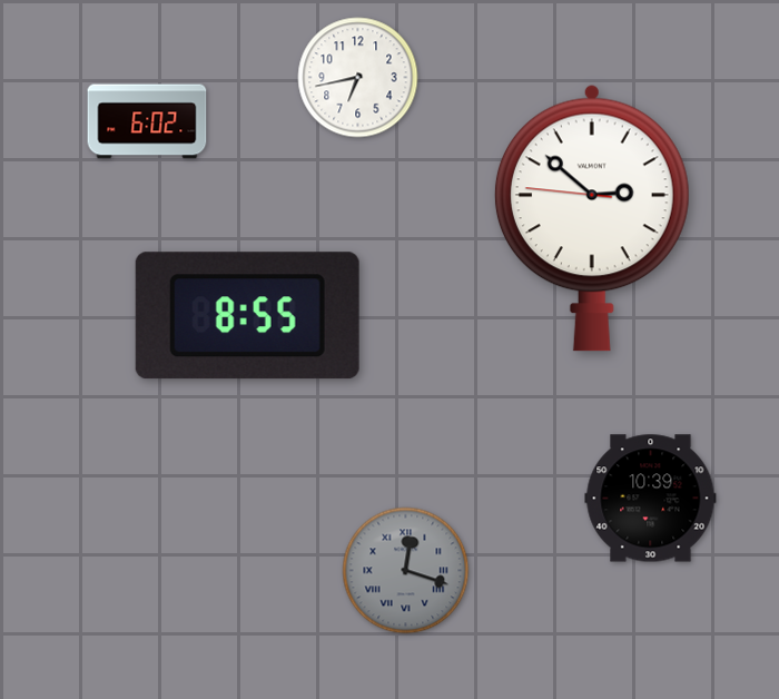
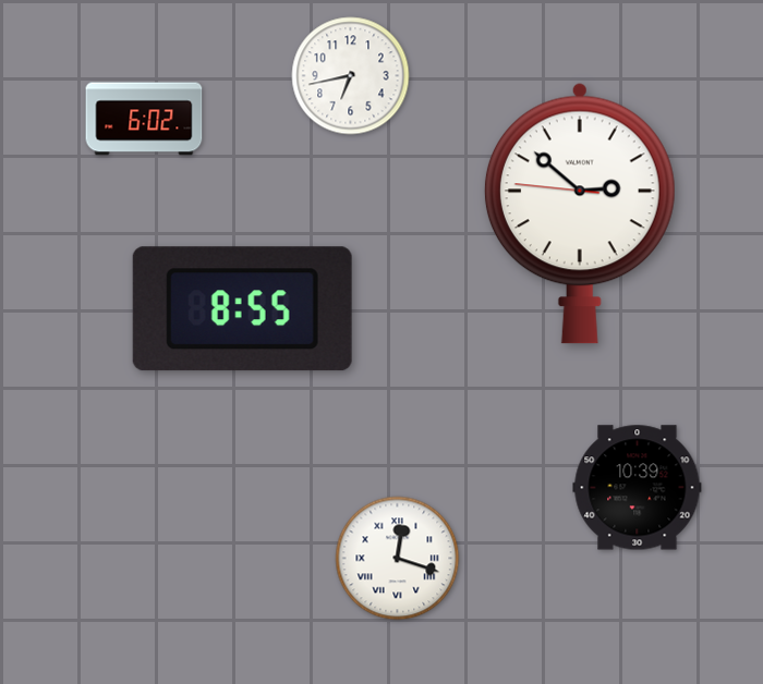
clock at (406, 571) dial: grey -> white
